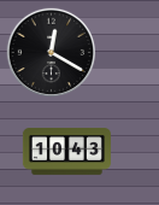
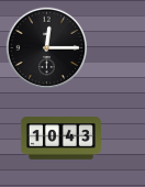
clock at (52, 53): 12:20 -> 12:15
